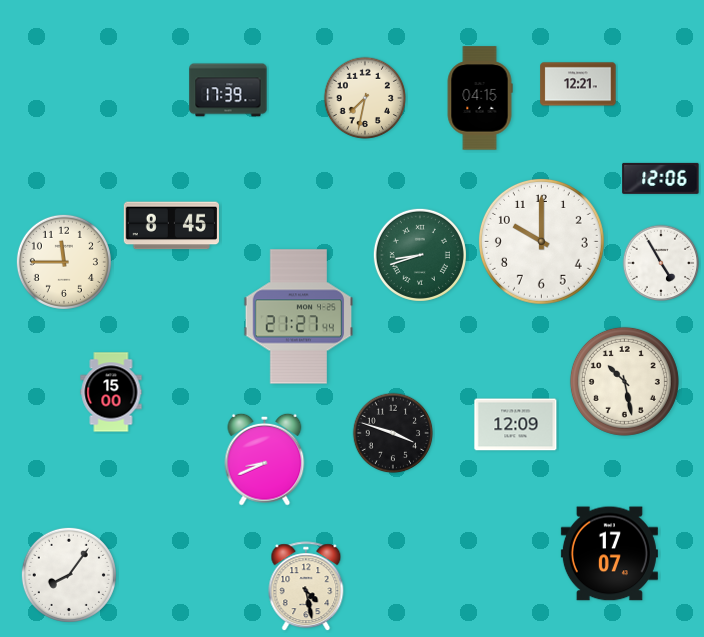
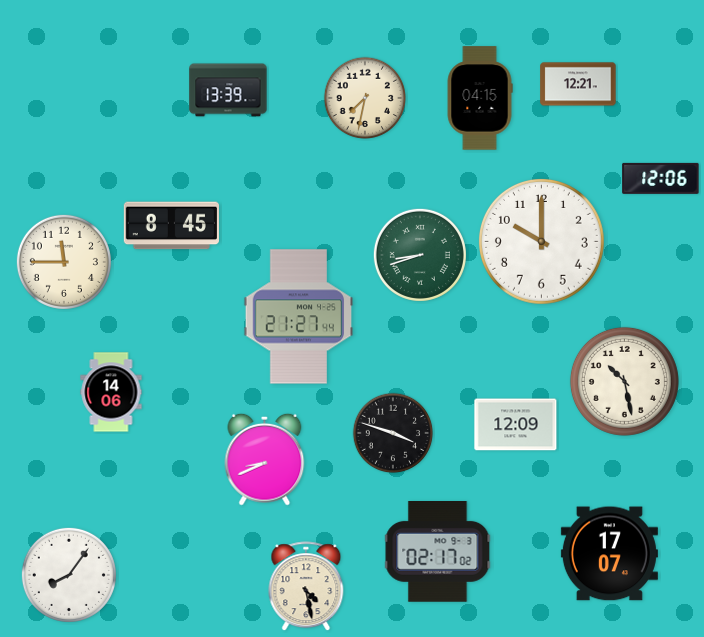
clock at (228, 90): 17:39 -> 13:39
clock at (661, 263): 4:55 -> none
clock at (111, 392): 15:00 -> 14:06
clock at (438, 552): none -> 02:17
